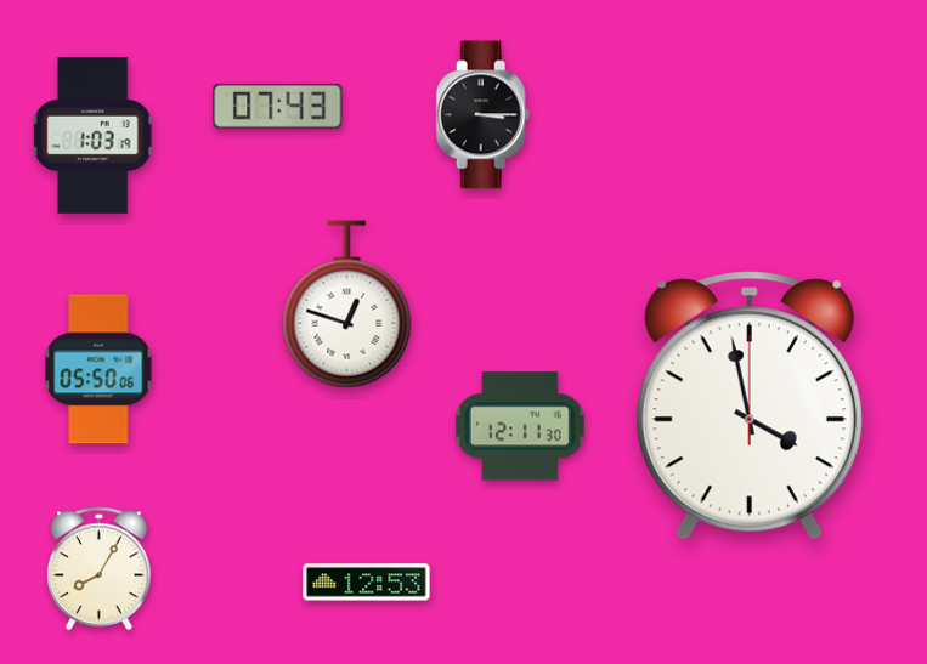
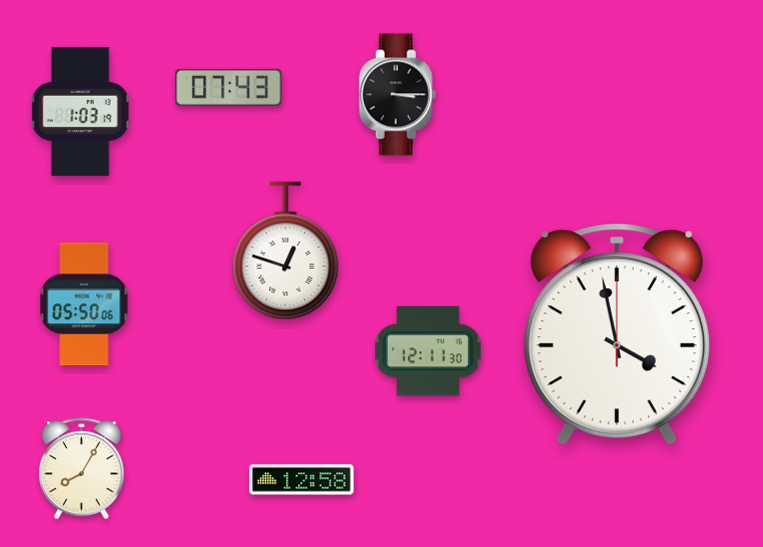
clock at (92, 135) position: (92, 135) -> (80, 111)
clock at (98, 369) position: (98, 369) -> (84, 304)
clock at (367, 583): 12:53 -> 12:58
